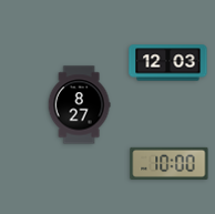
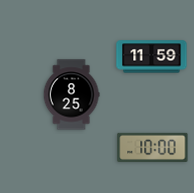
clock at (168, 63): 12:03 -> 11:59
clock at (79, 105): 8:27 -> 8:25
